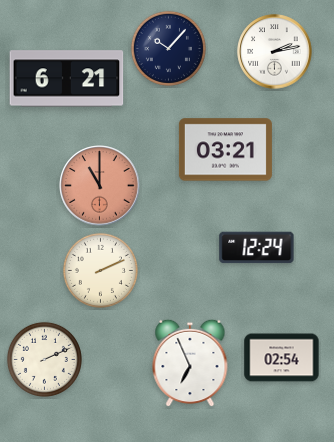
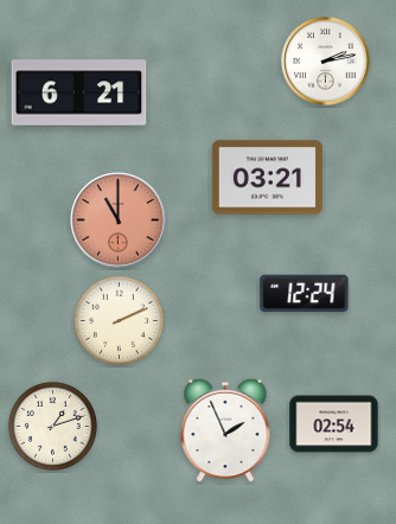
clock at (168, 48): 10:07 -> none
clock at (44, 359): 2:11 -> 1:12
clock at (190, 363): 6:56 -> 1:56
